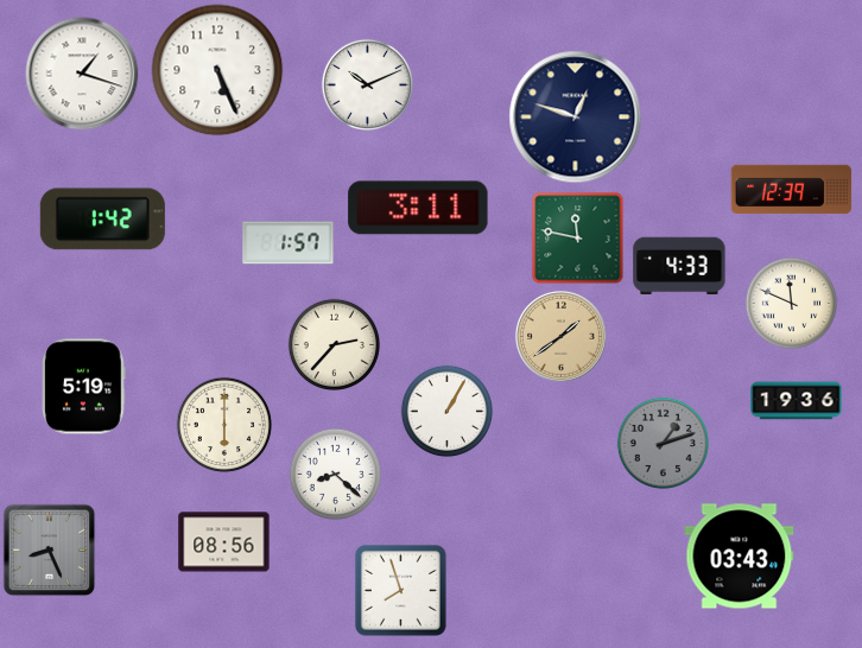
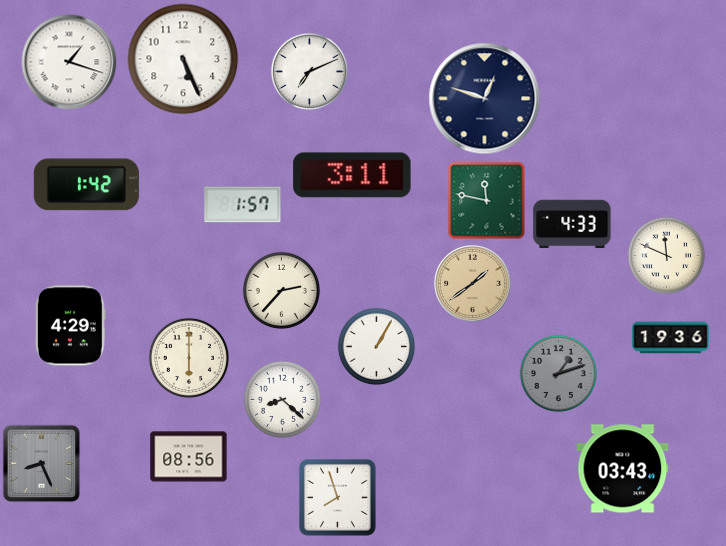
clock at (367, 84): 10:11 -> 7:11
clock at (792, 190): 12:39 -> none
clock at (84, 387): 5:19 -> 4:29
